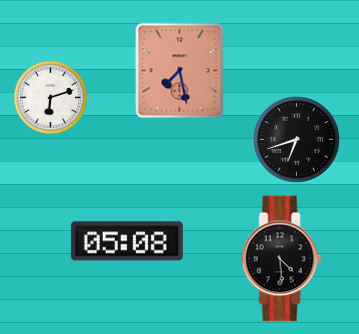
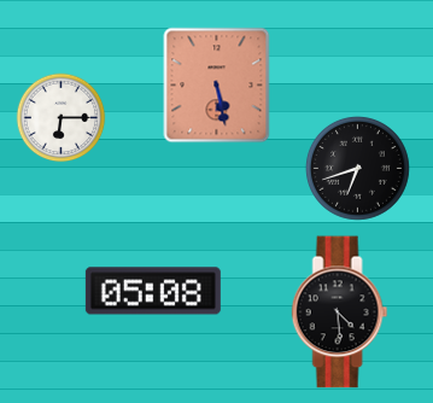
clock at (180, 71): 7:28 -> 5:28
clock at (51, 98): 6:12 -> 6:15
